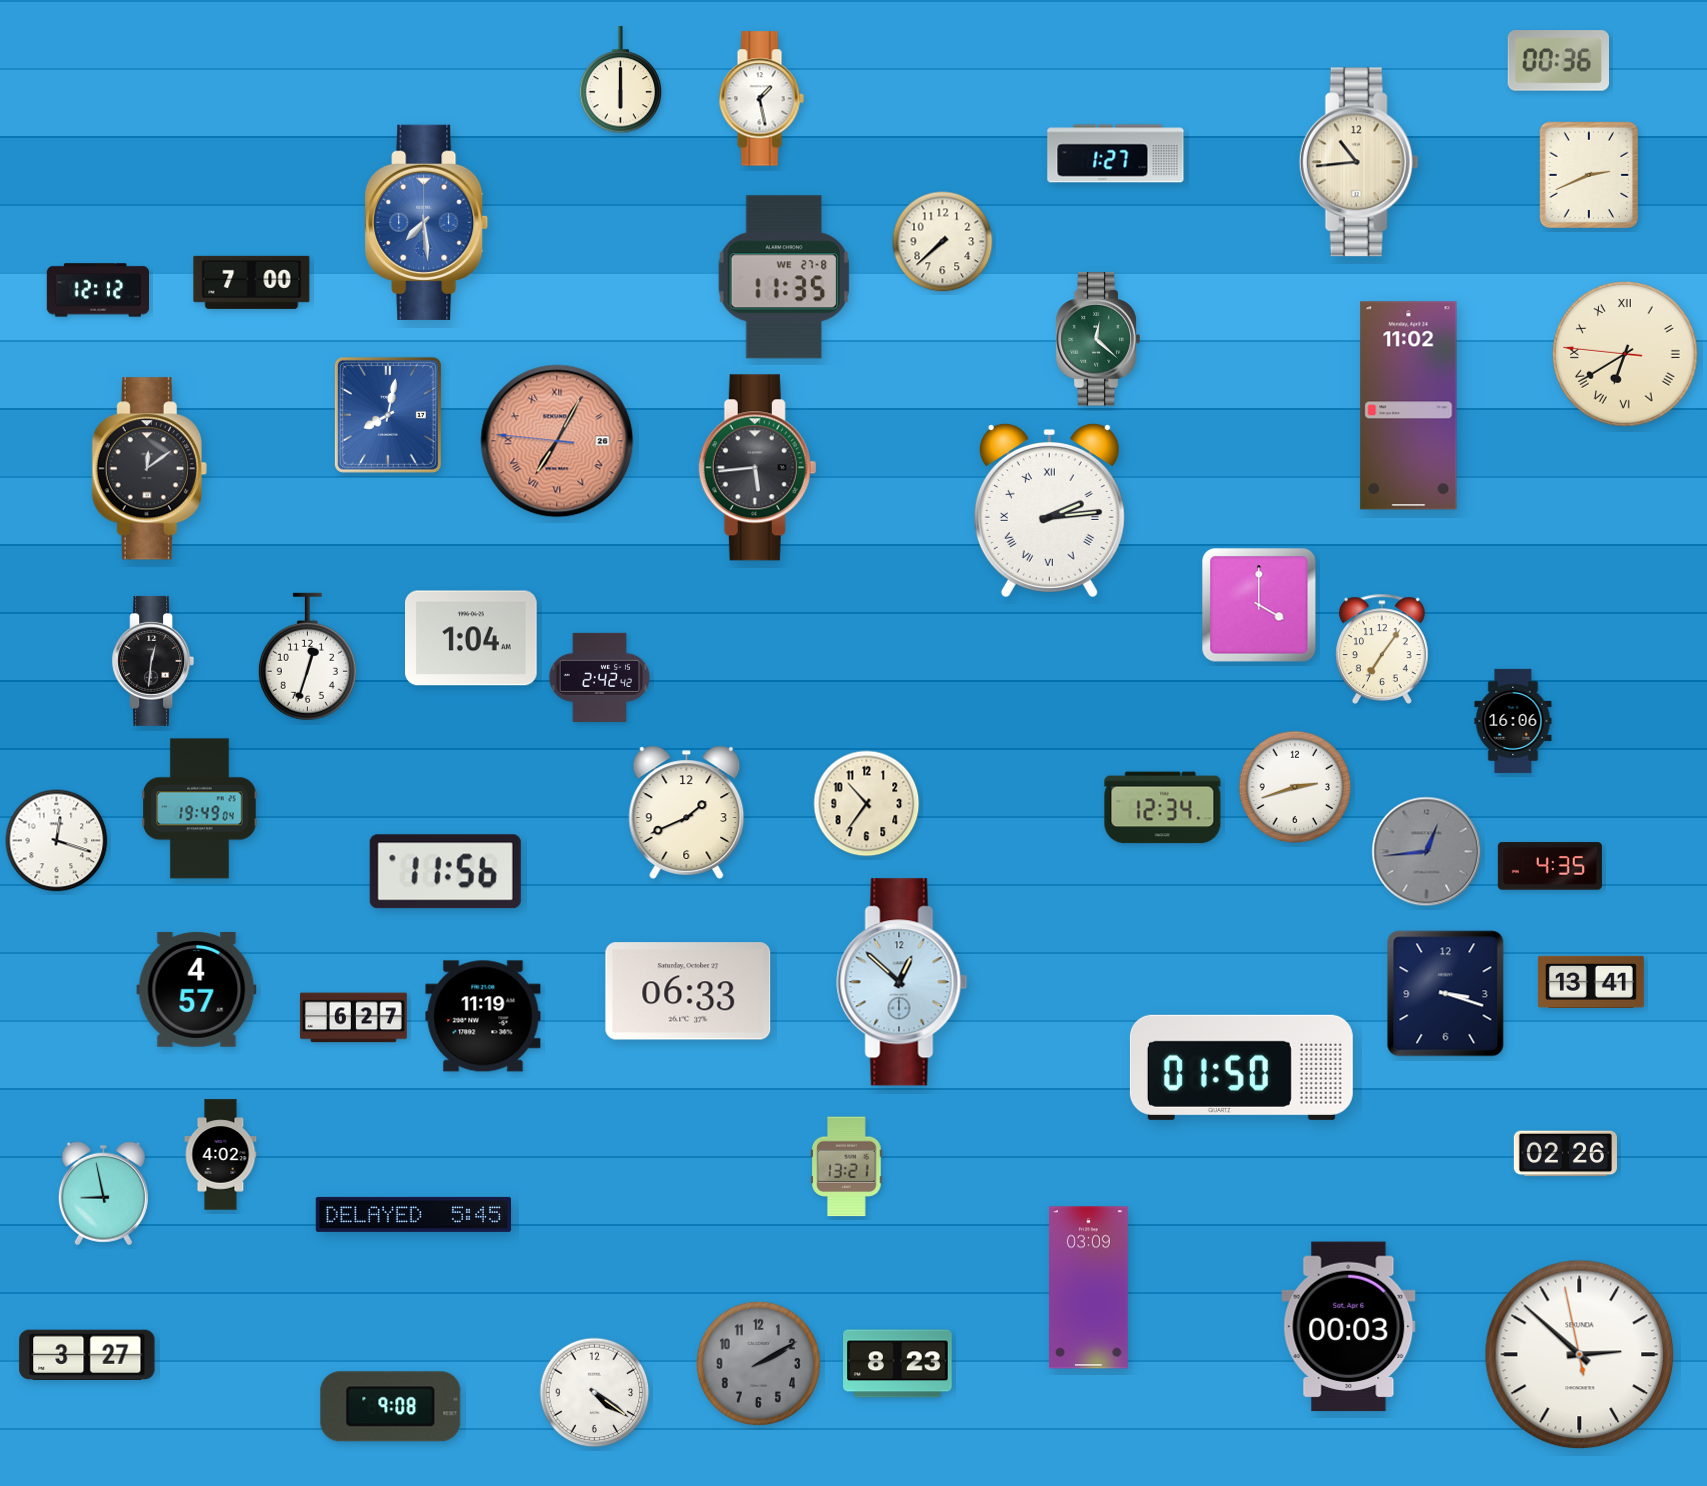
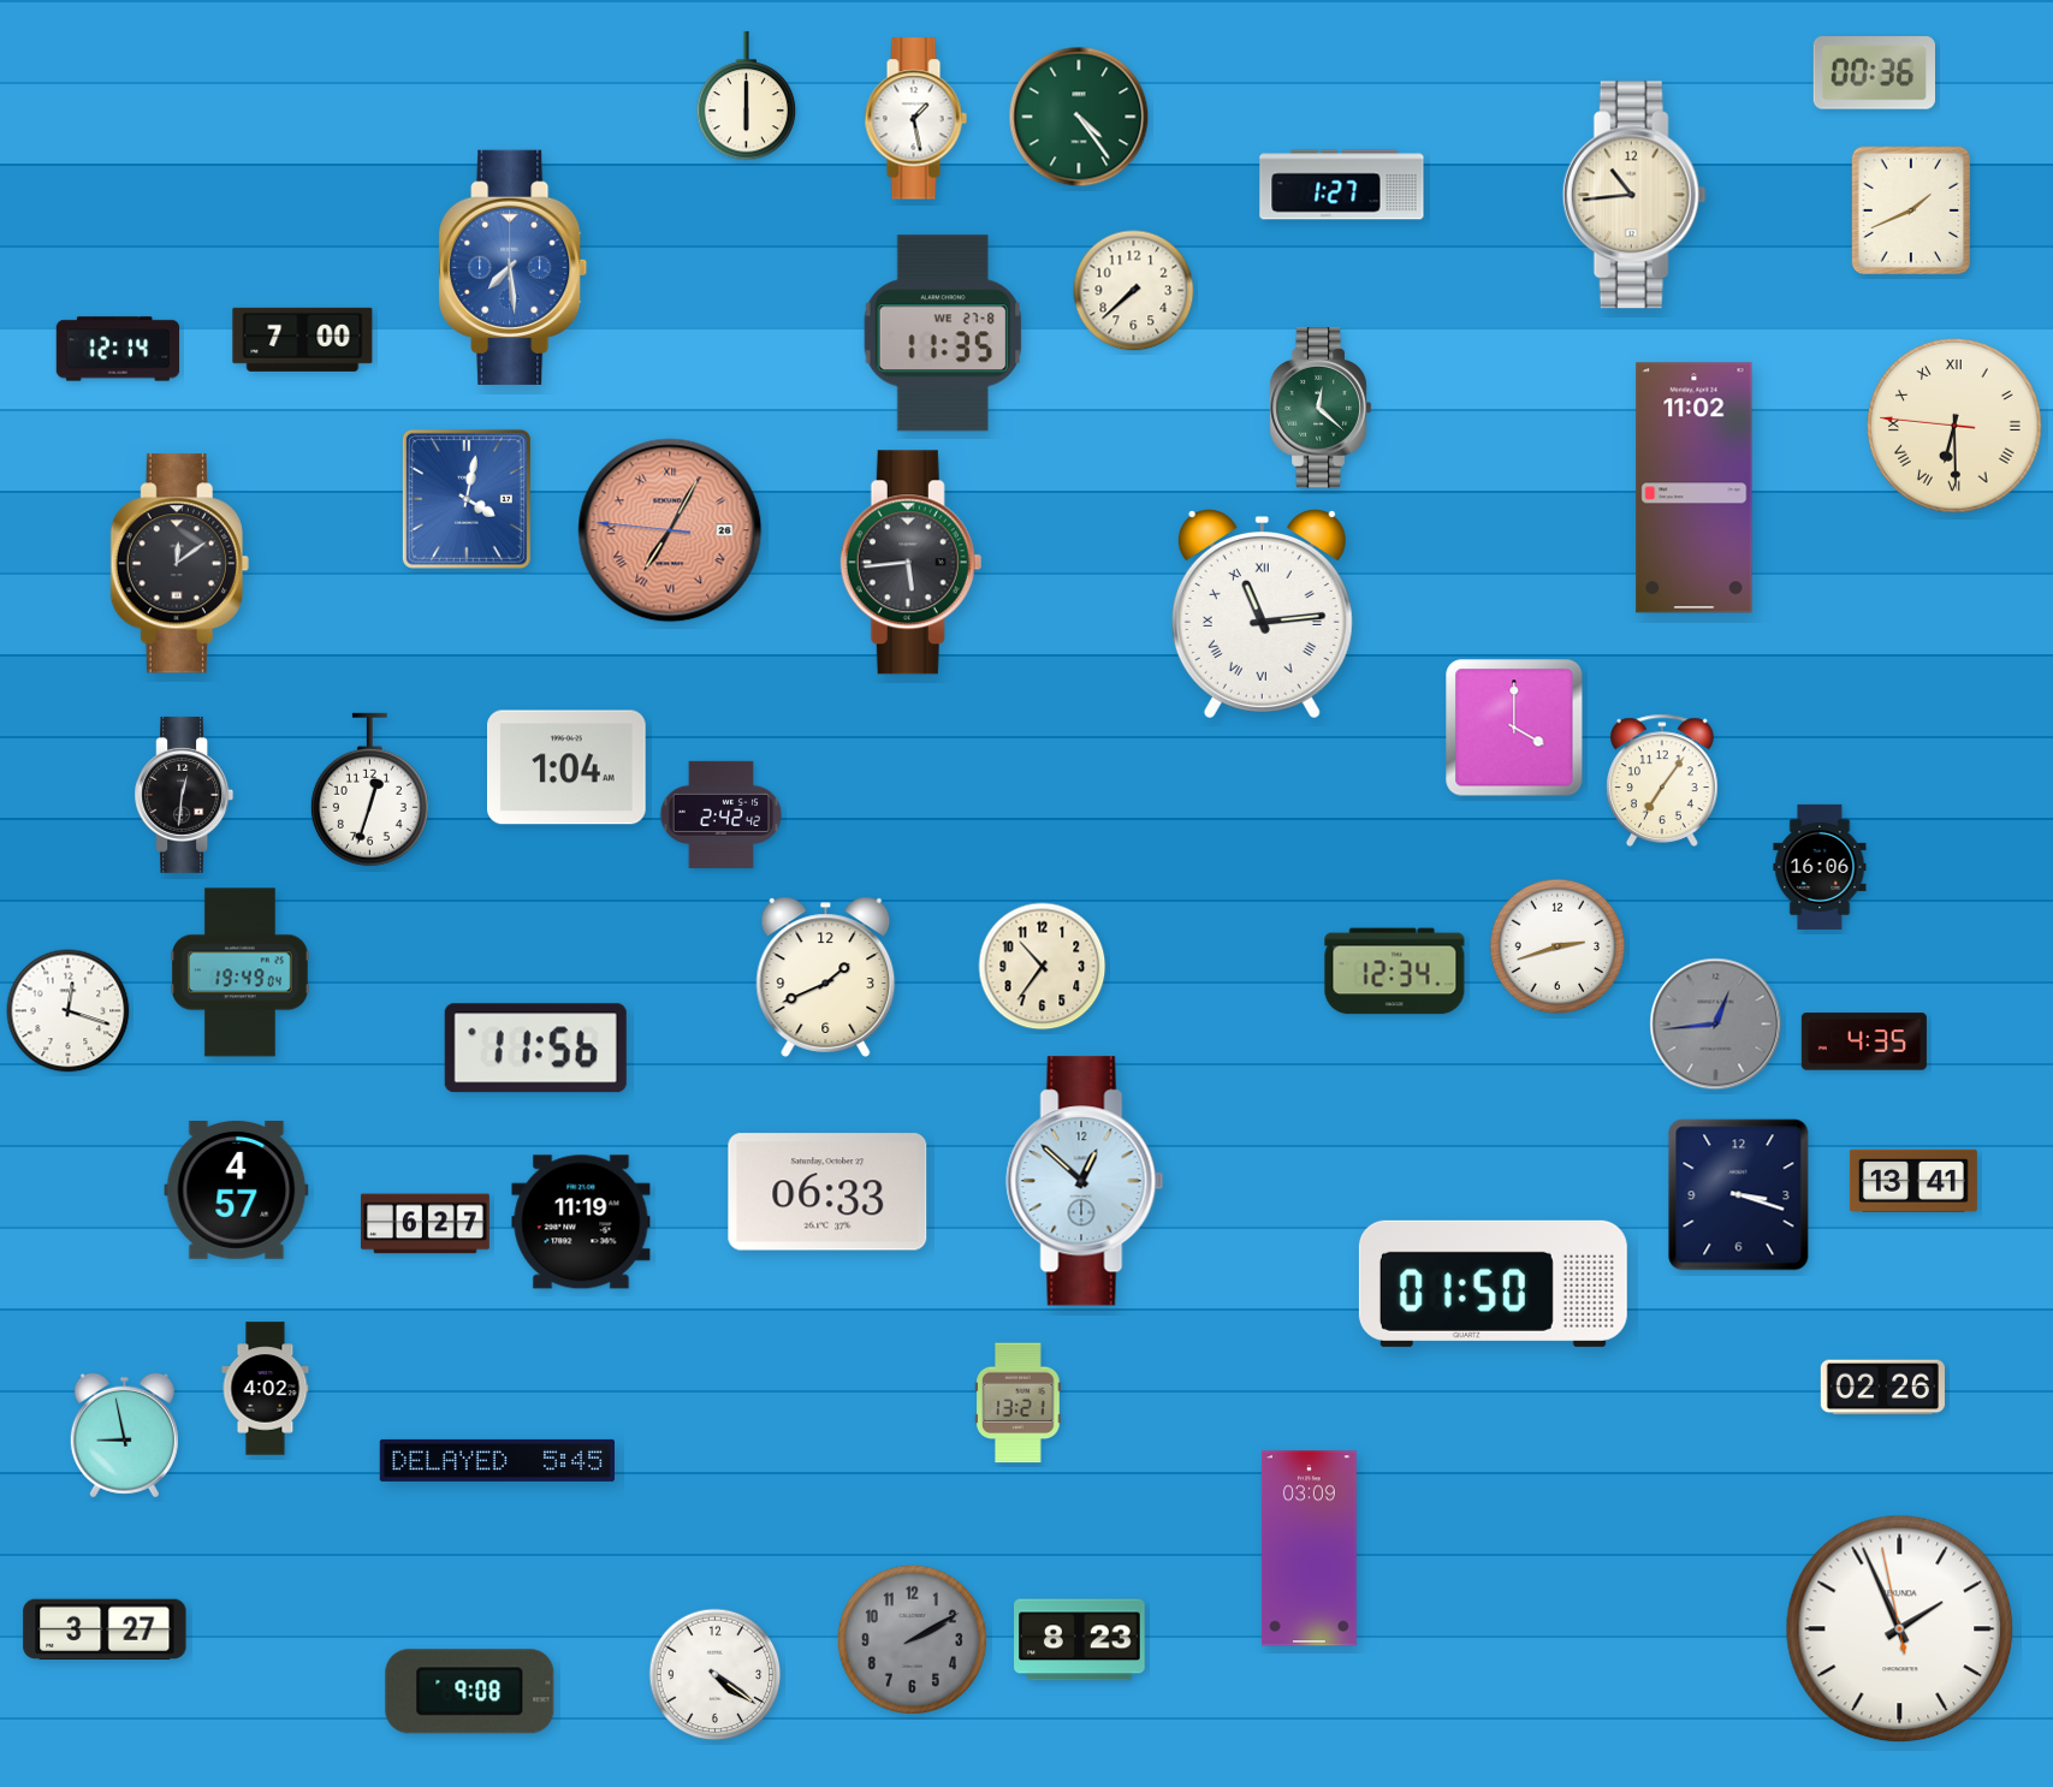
clock at (1079, 117): none -> 4:24
clock at (1588, 175): 2:41 -> 1:41
clock at (98, 290): 12:12 -> 12:14
clock at (1625, 354): 6:39 -> 6:29
clock at (388, 415): 8:02 -> 4:02
clock at (1049, 511): 2:14 -> 11:14
clock at (1163, 808) position: (1163, 808) -> (1395, 972)
clock at (1349, 1327): 00:03 -> none
clock at (1580, 1355): 2:51 -> 1:55
